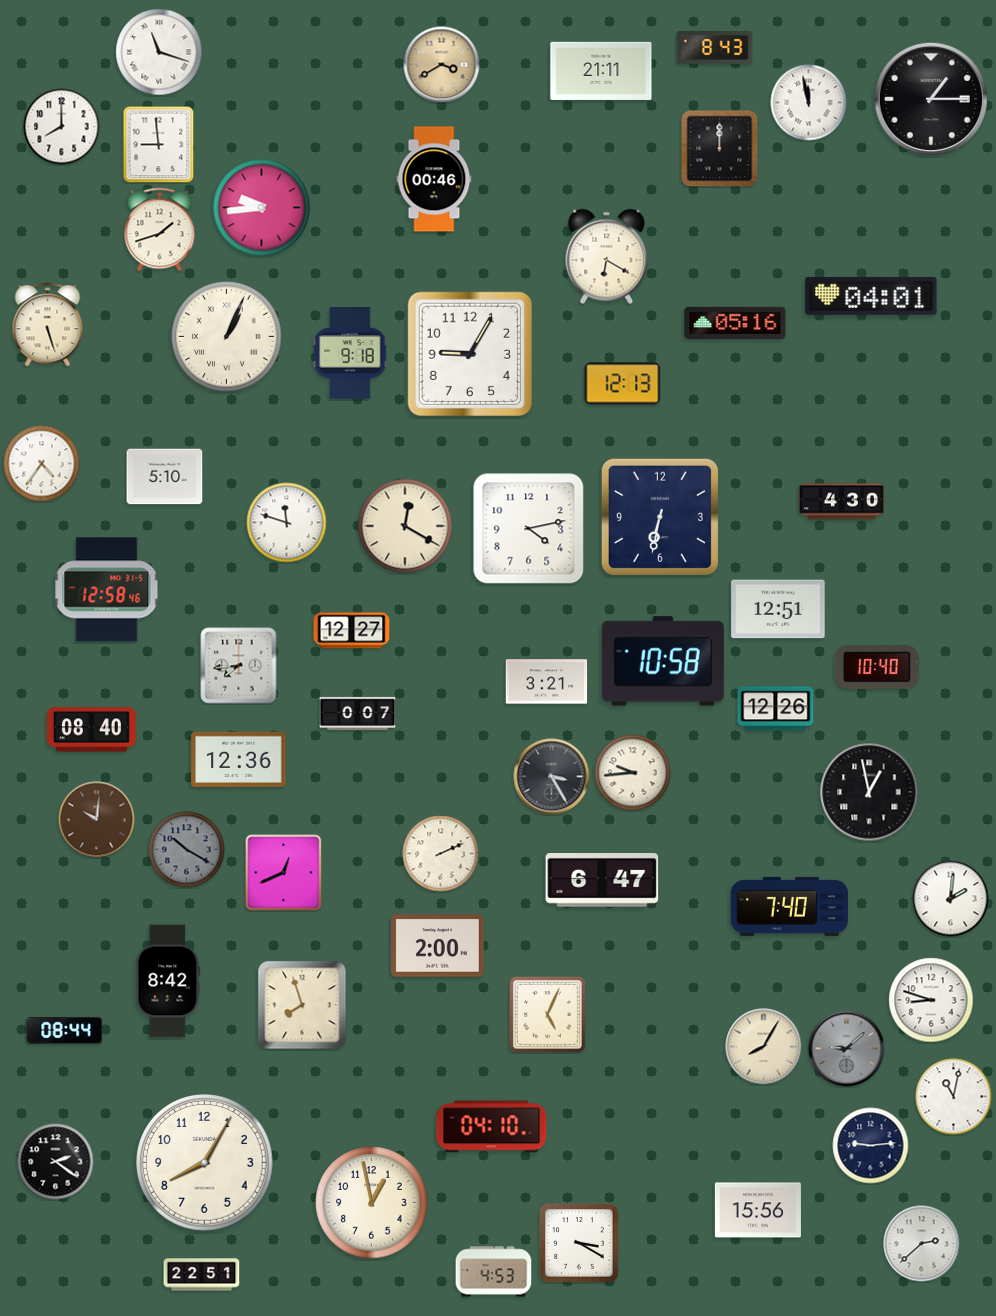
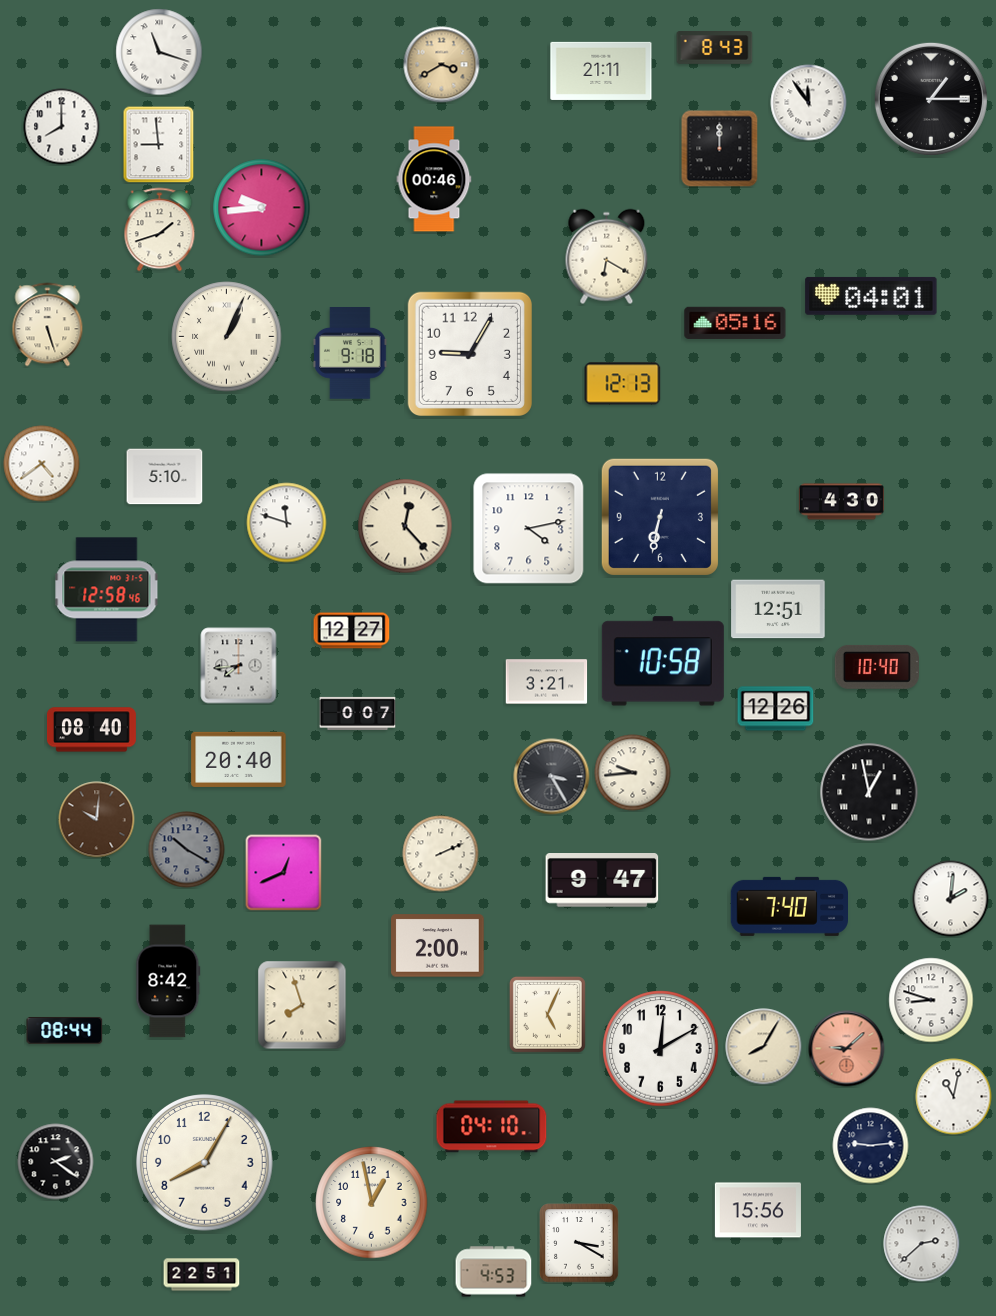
clock at (809, 103): 11:58 -> 11:54
clock at (42, 464): 4:36 -> 4:39
clock at (405, 526): 12:20 -> 12:23
clock at (239, 759): 12:36 -> 20:40
clock at (602, 881): 6:47 -> 9:47
clock at (661, 1049): none -> 12:10
clock at (847, 1049) dial: grey -> salmon
